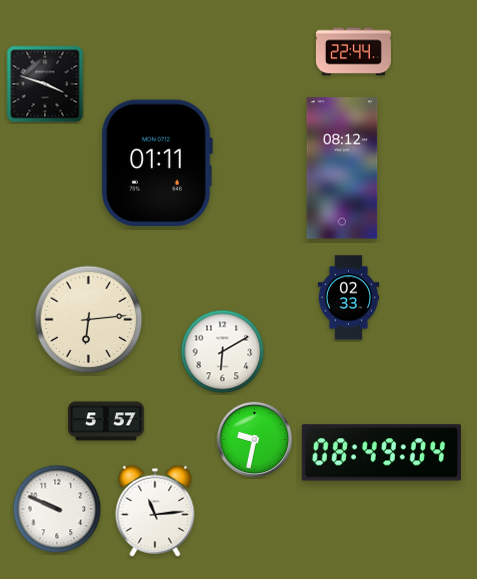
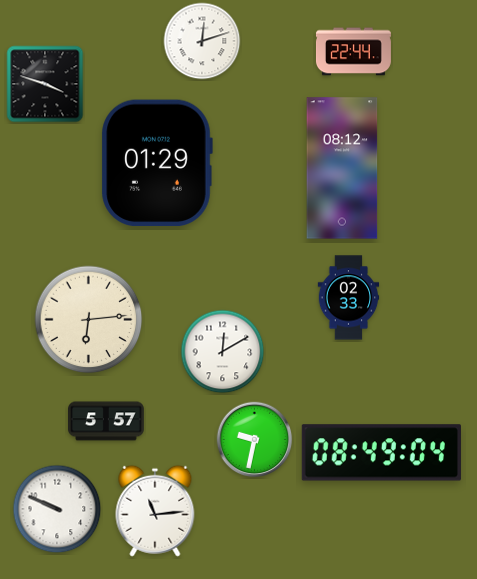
clock at (202, 41): none -> 12:12
clock at (157, 163): 01:11 -> 01:29
clock at (223, 352): 6:10 -> 12:10
